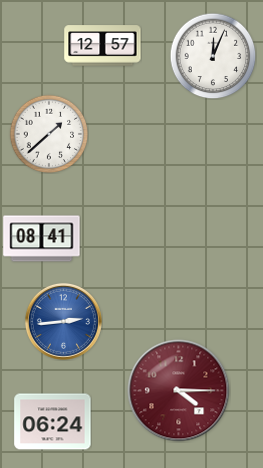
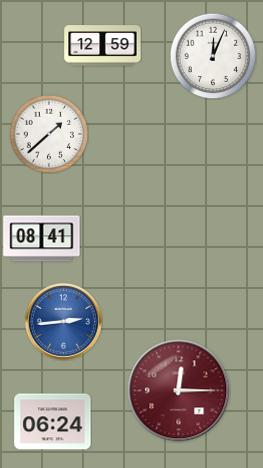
clock at (103, 46): 12:57 -> 12:59
clock at (179, 391): 4:15 -> 12:15
